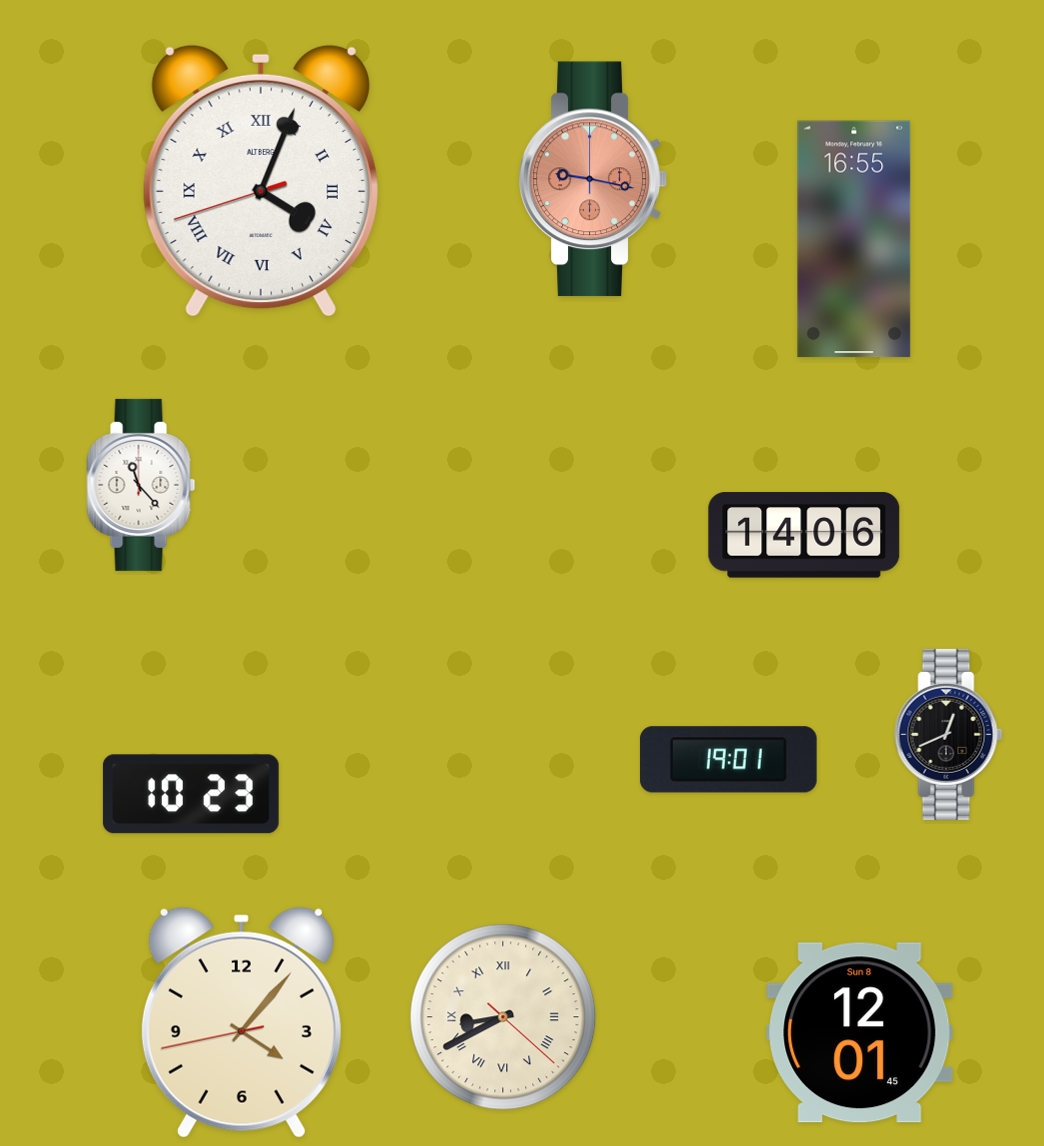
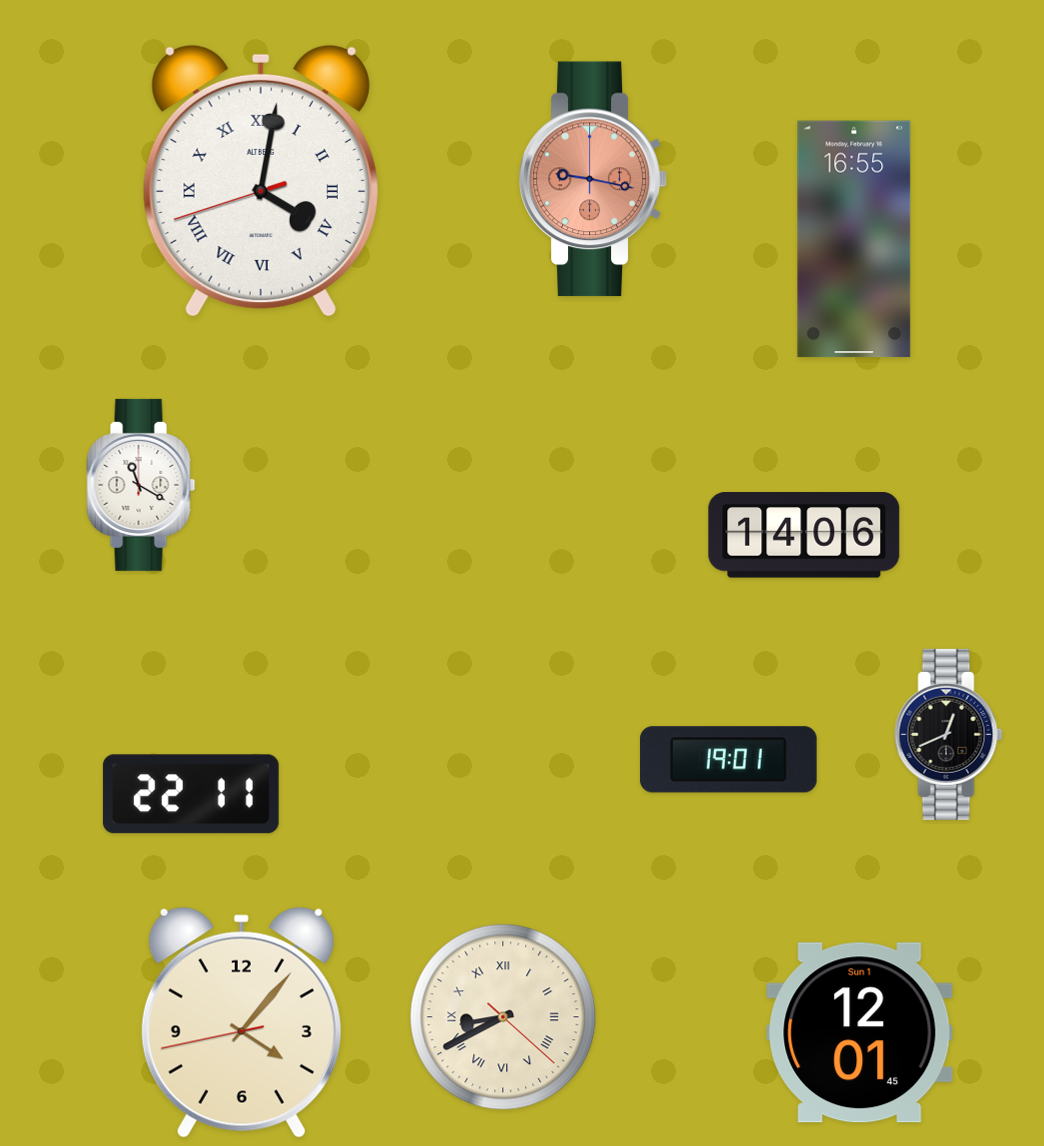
clock at (261, 181): 4:03 -> 4:01
clock at (141, 485): 11:23 -> 11:20
clock at (191, 794): 10:23 -> 22:11
clock at (860, 1033) date: Sun 8 -> Sun 1
